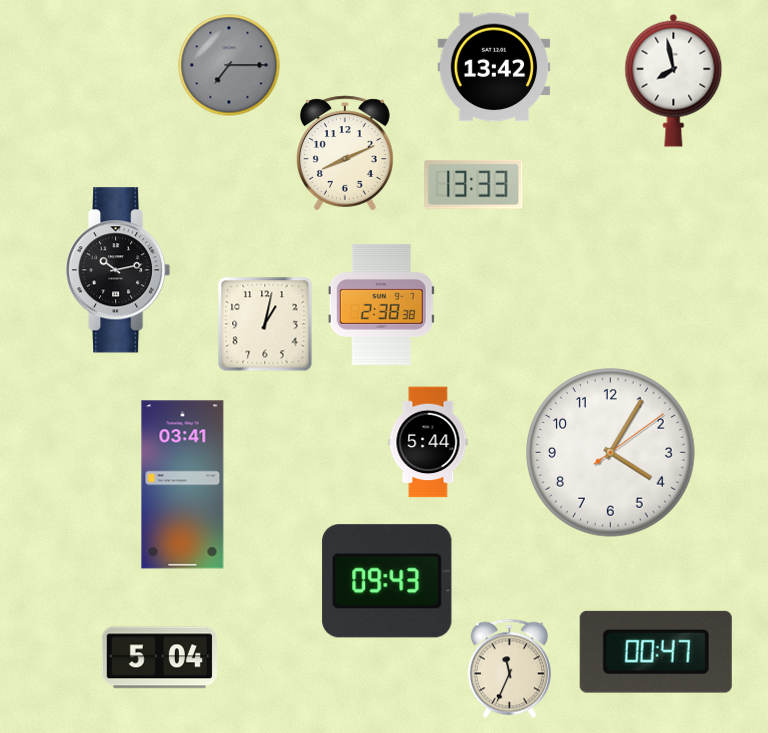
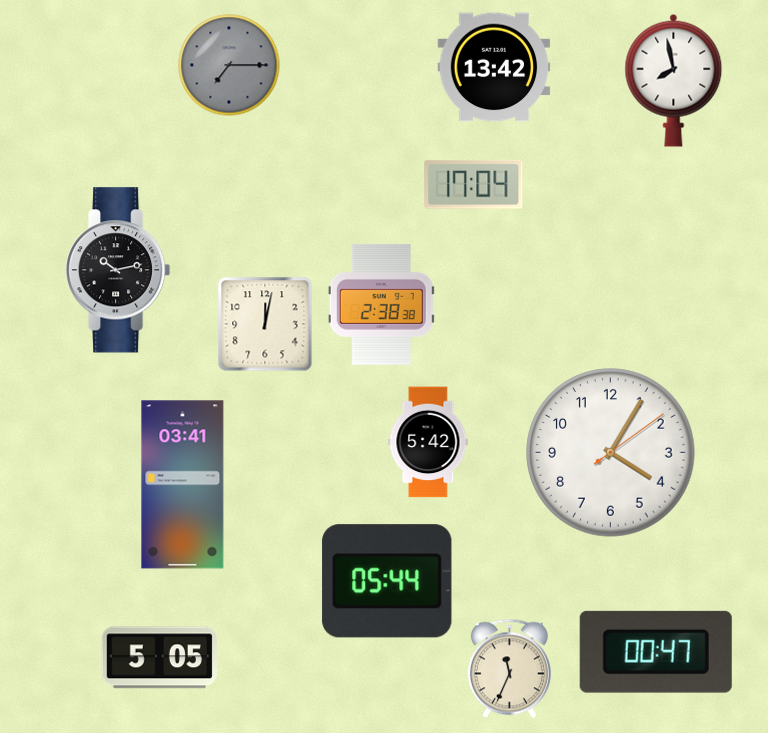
clock at (346, 153): 8:11 -> none
clock at (474, 184): 13:33 -> 17:04
clock at (265, 324): 1:02 -> 12:02
clock at (428, 442): 5:44 -> 5:42
clock at (387, 581): 09:43 -> 05:44
clock at (159, 658): 5:04 -> 5:05
